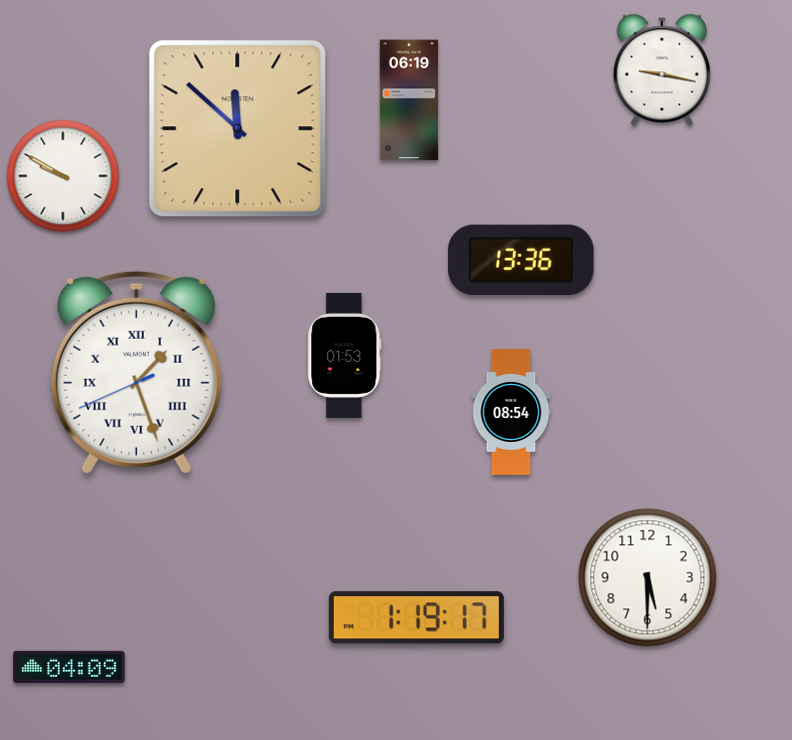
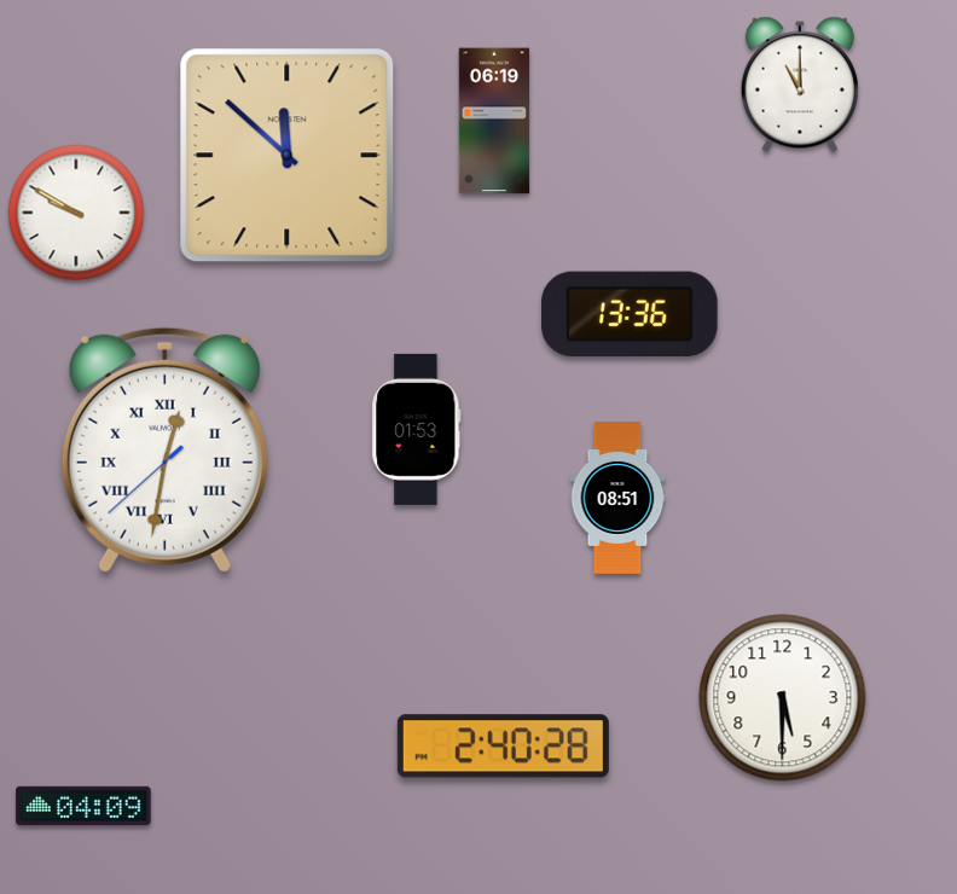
clock at (662, 70): 9:17 -> 11:00
clock at (136, 372): 1:26 -> 12:31
clock at (511, 412): 08:54 -> 08:51
clock at (416, 618): 1:19 -> 2:40
